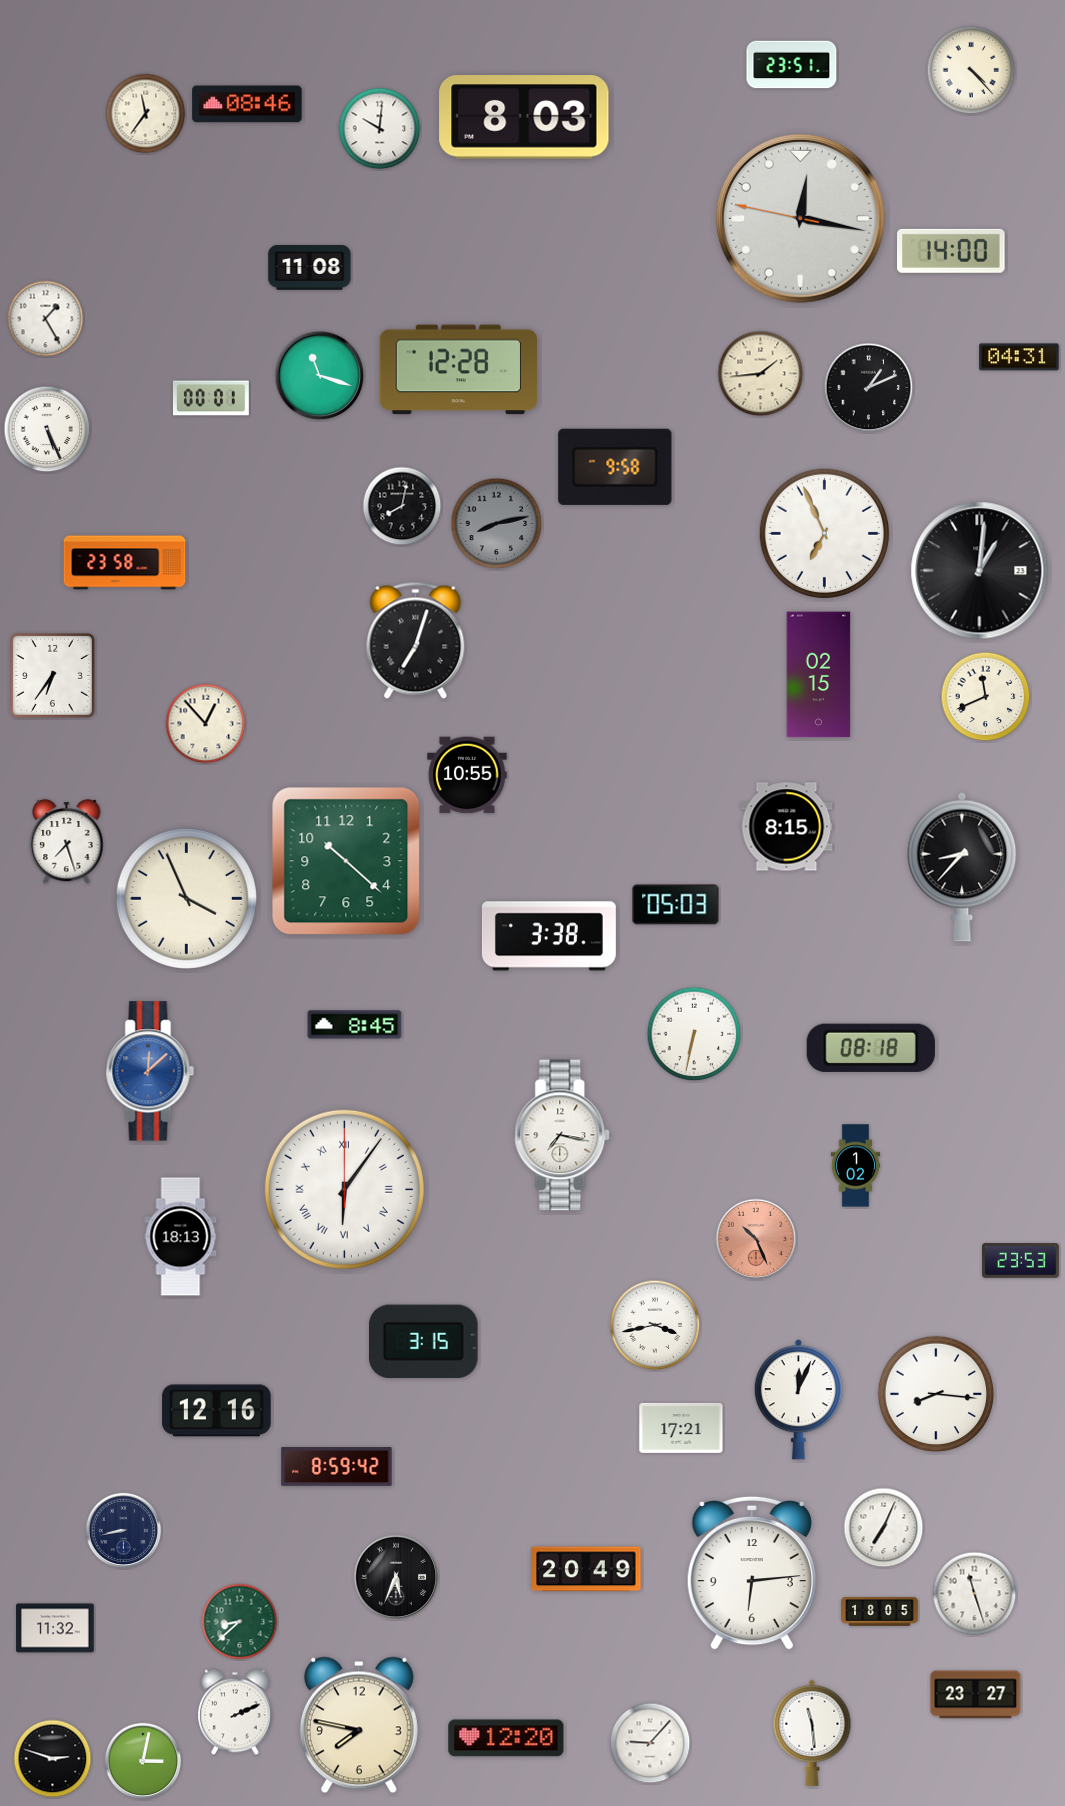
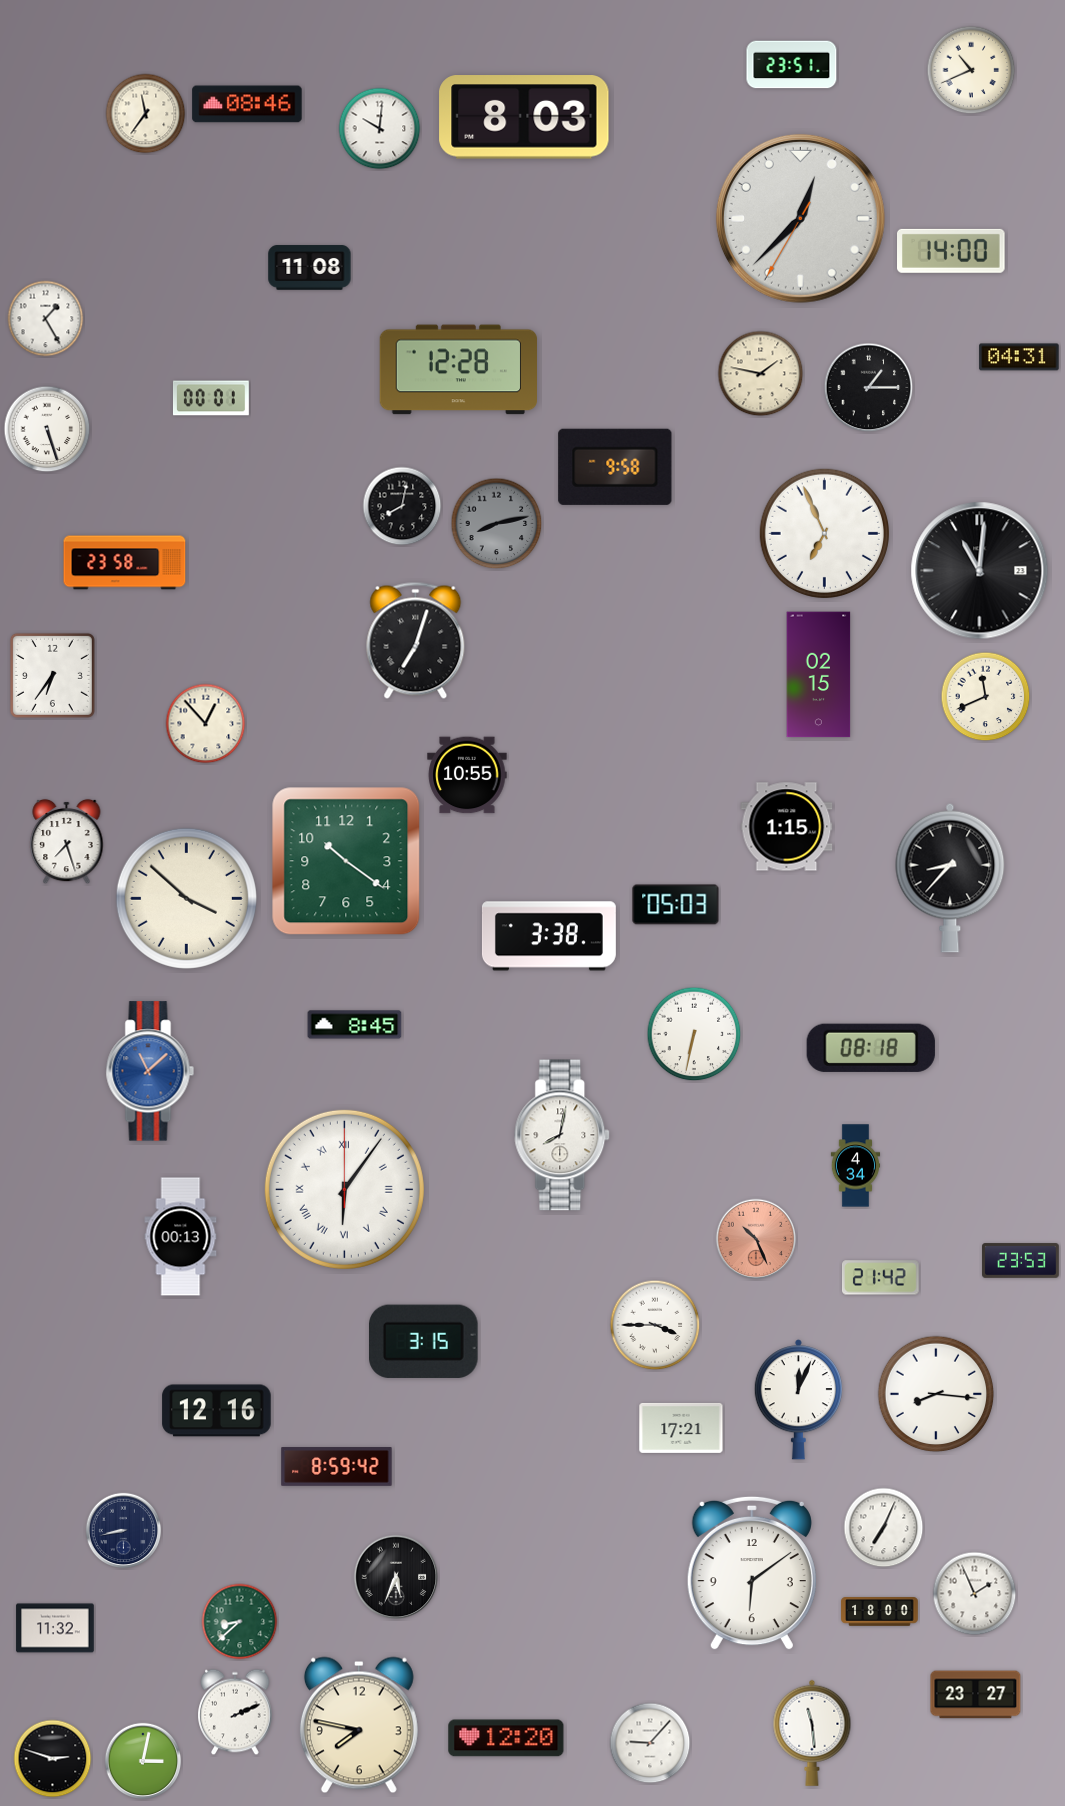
clock at (971, 70): 4:23 -> 10:41
clock at (800, 218): 12:16 -> 12:37
clock at (761, 374): 1:44 -> 1:47
clock at (320, 376): 11:18 -> none
clock at (869, 388): 1:11 -> 1:15
clock at (47, 429): 5:26 -> 5:27
clock at (980, 571): 1:01 -> 11:01
clock at (787, 827): 8:15 -> 1:15
clock at (346, 861): 10:22 -> 10:21
clock at (962, 867) position: (962, 867) -> (950, 878)
clock at (186, 898): 3:56 -> 3:52
clock at (150, 1071): 12:08 -> 11:08
clock at (563, 1135): 7:17 -> 8:02
clock at (856, 1166): 1:02 -> 4:34
clock at (181, 1237): 18:13 -> 00:13
clock at (881, 1278): none -> 21:42
clock at (655, 1325): 3:43 -> 3:45
clock at (586, 1569): 20:49 -> none
clock at (752, 1573): 6:14 -> 6:09
clock at (975, 1594): 11:27 -> 1:56
clock at (880, 1612): 18:05 -> 18:00
